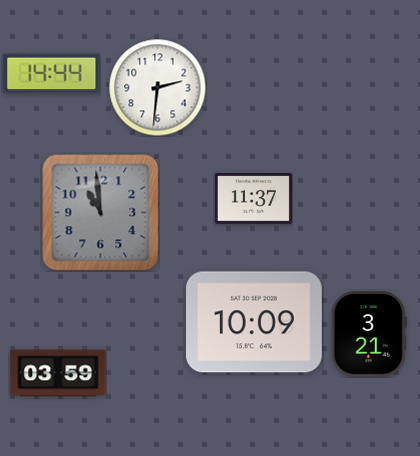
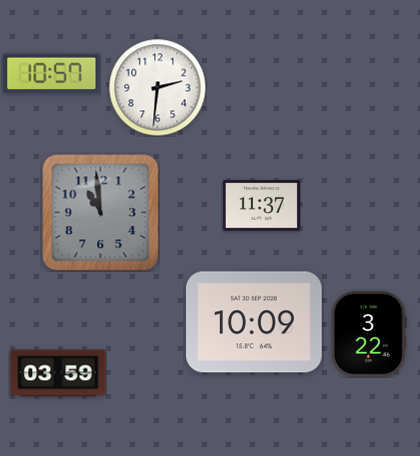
clock at (52, 74): 14:44 -> 10:57
clock at (253, 199) position: (253, 199) -> (261, 206)
clock at (369, 334): 3:21 -> 3:22
